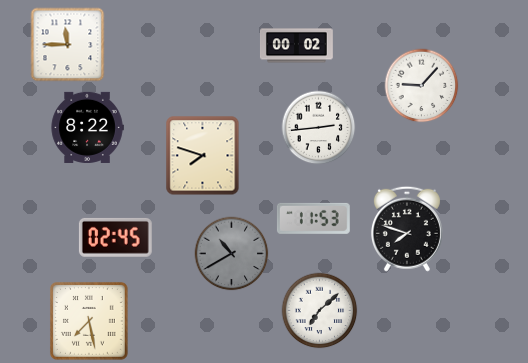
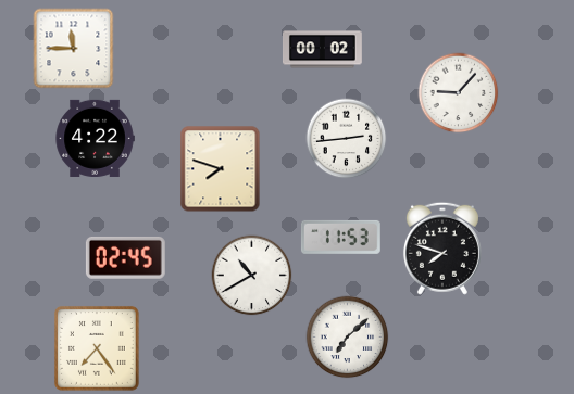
clock at (87, 127): 8:22 -> 4:22
clock at (232, 254) dial: grey -> white
clock at (89, 321): 7:28 -> 7:24
